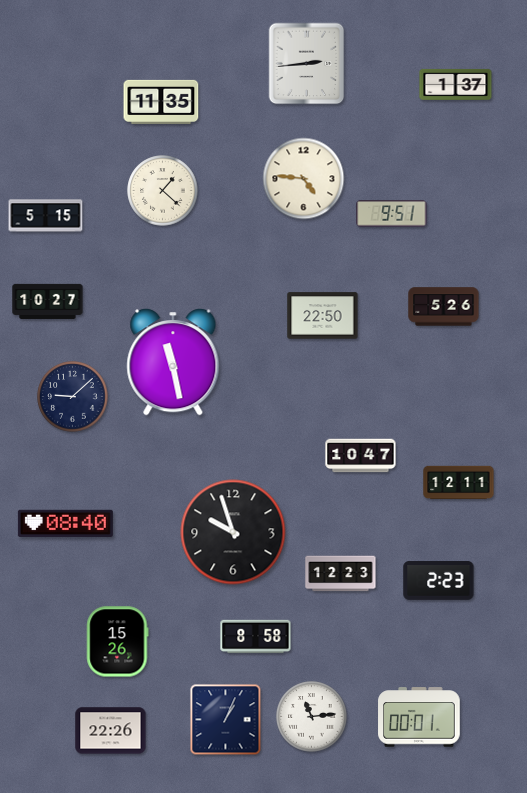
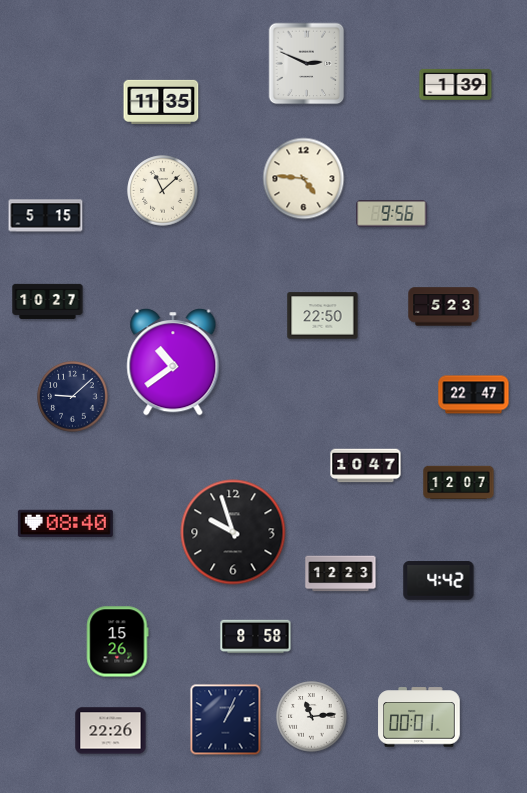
clock at (307, 64): 2:44 -> 2:49
clock at (456, 84): 1:37 -> 1:39
clock at (163, 191): 1:22 -> 11:08
clock at (392, 214): 9:51 -> 9:56
clock at (444, 307): 5:26 -> 5:23
clock at (173, 362): 11:28 -> 10:39
clock at (474, 395): none -> 22:47
clock at (361, 456) position: (361, 456) -> (366, 466)
clock at (459, 483): 12:11 -> 12:07
clock at (439, 581): 2:23 -> 4:42
